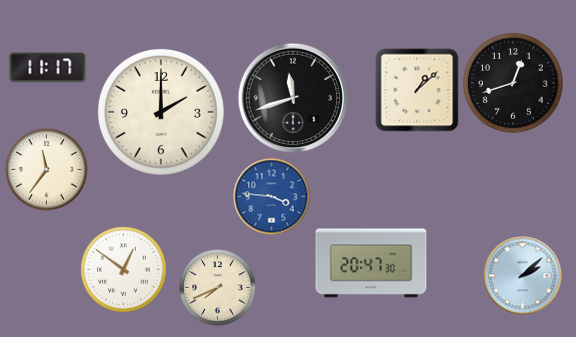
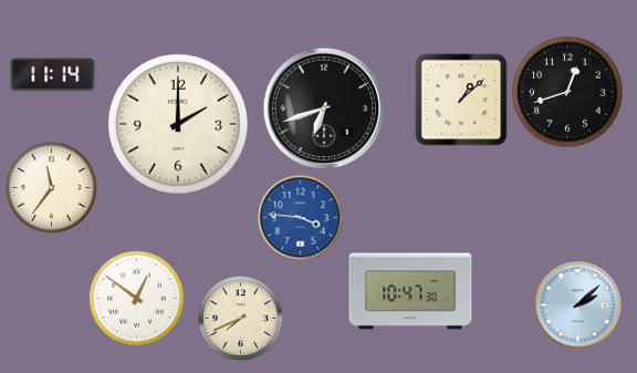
clock at (48, 68): 11:17 -> 11:14
clock at (292, 97): 11:42 -> 6:42
clock at (371, 263): 20:47 -> 10:47
